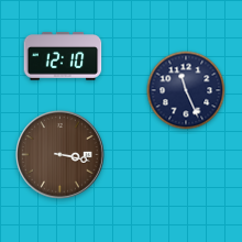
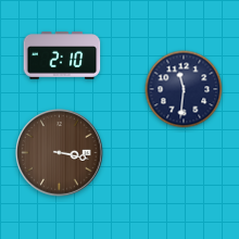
clock at (63, 56): 12:10 -> 2:10
clock at (186, 90): 11:26 -> 11:31
